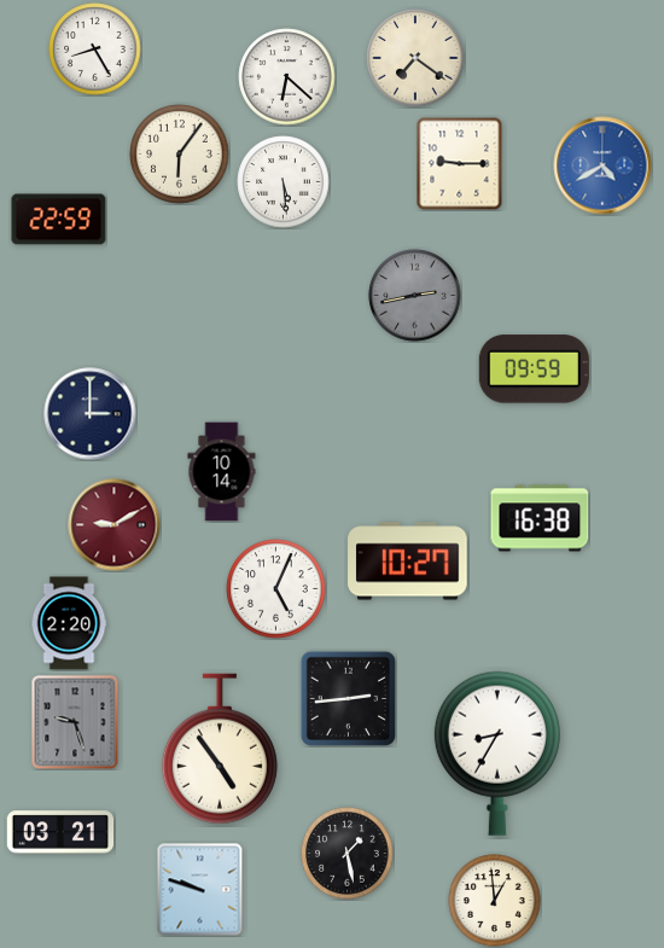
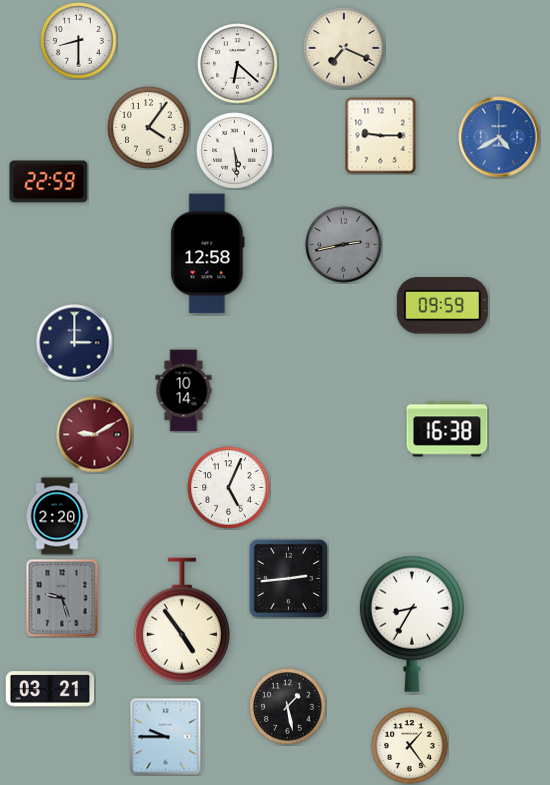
clock at (95, 50): 8:25 -> 8:30
clock at (415, 58): 7:21 -> 7:19
clock at (180, 155): 6:06 -> 4:06
clock at (208, 254): none -> 12:58
clock at (408, 562): 10:27 -> none
clock at (200, 890): 9:48 -> 9:45
clock at (495, 901): 12:59 -> 1:24
